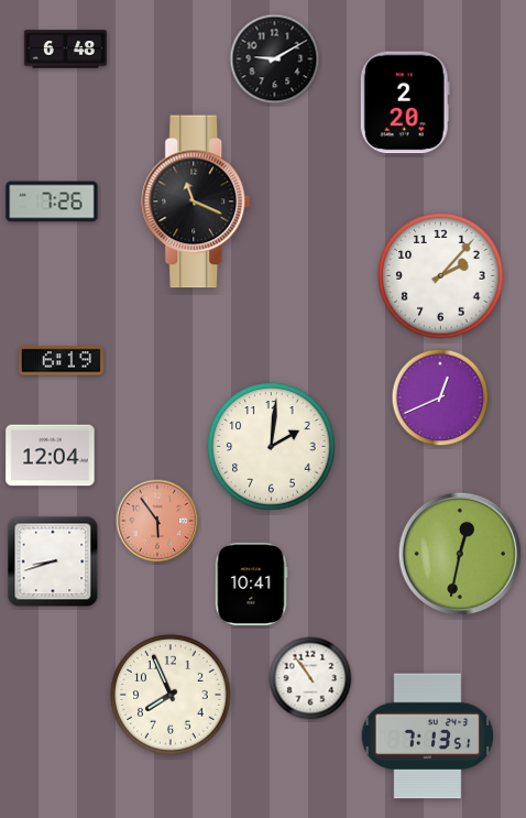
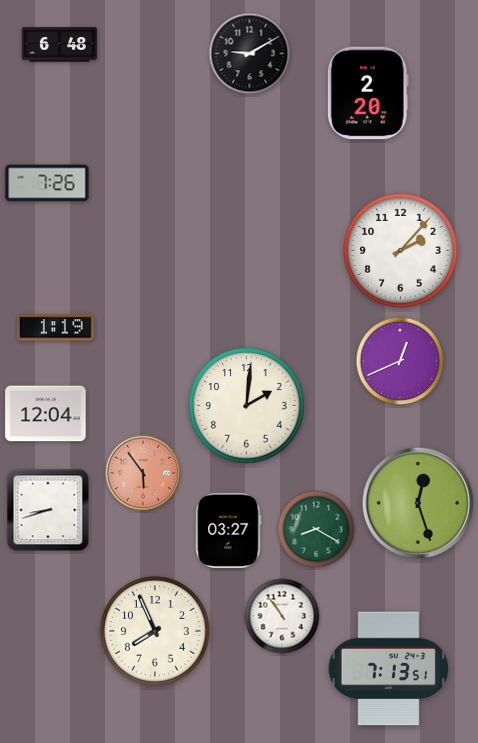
clock at (197, 201): 11:19 -> none
clock at (61, 361): 6:19 -> 1:19
clock at (460, 554): 12:32 -> 12:27
clock at (316, 529): none -> 8:20
clock at (252, 583): 10:41 -> 03:27
